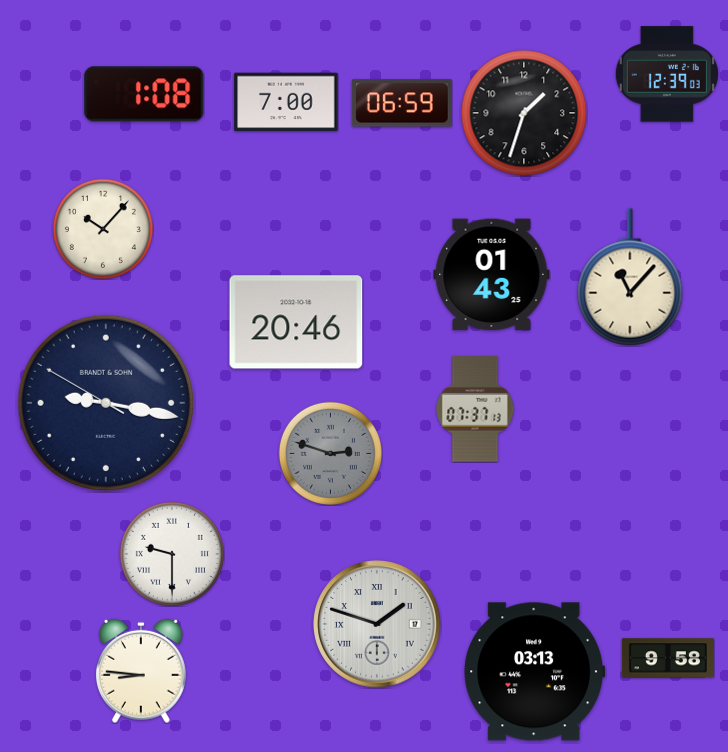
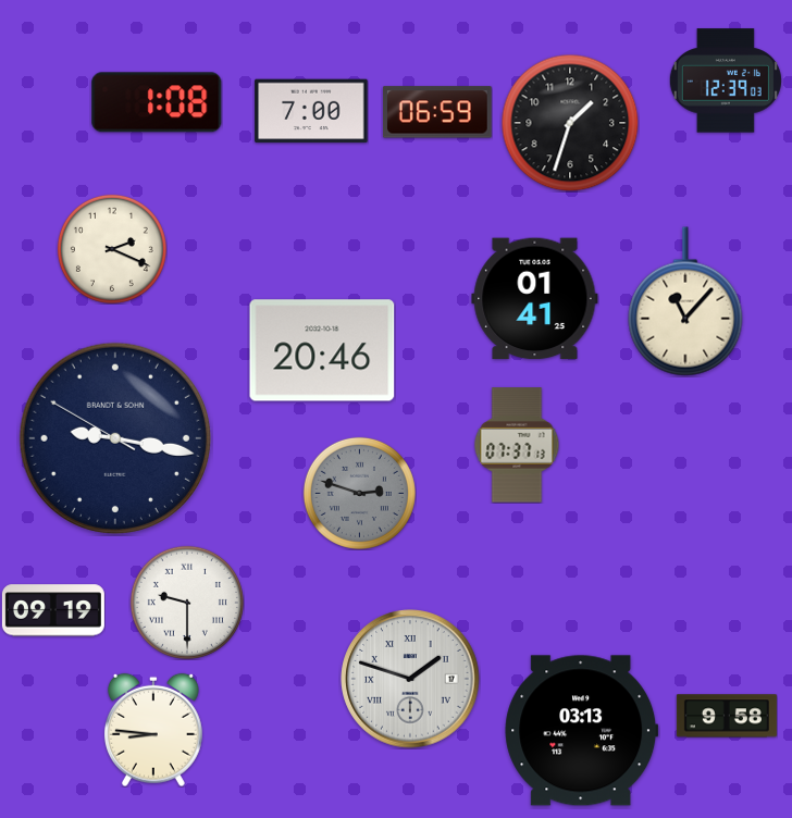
clock at (103, 229): 10:07 -> 2:19
clock at (492, 275): 01:43 -> 01:41
clock at (53, 610): none -> 09:19
